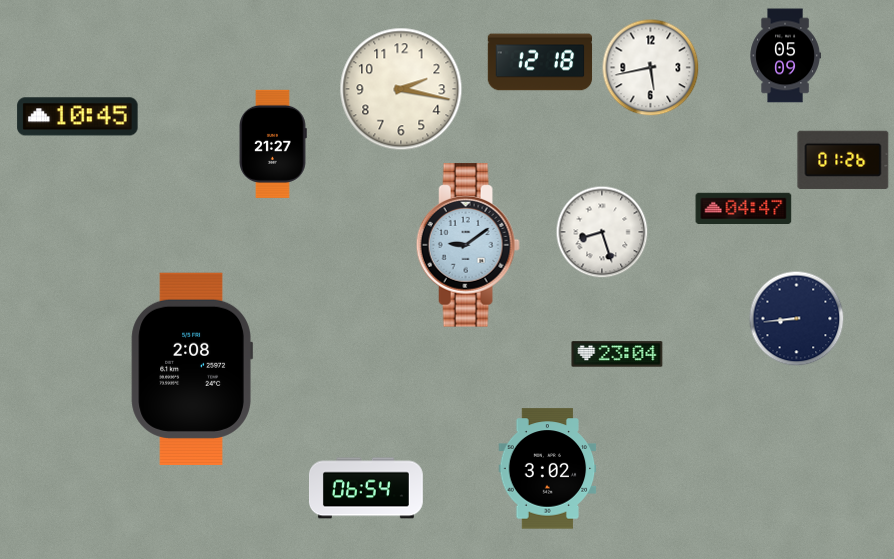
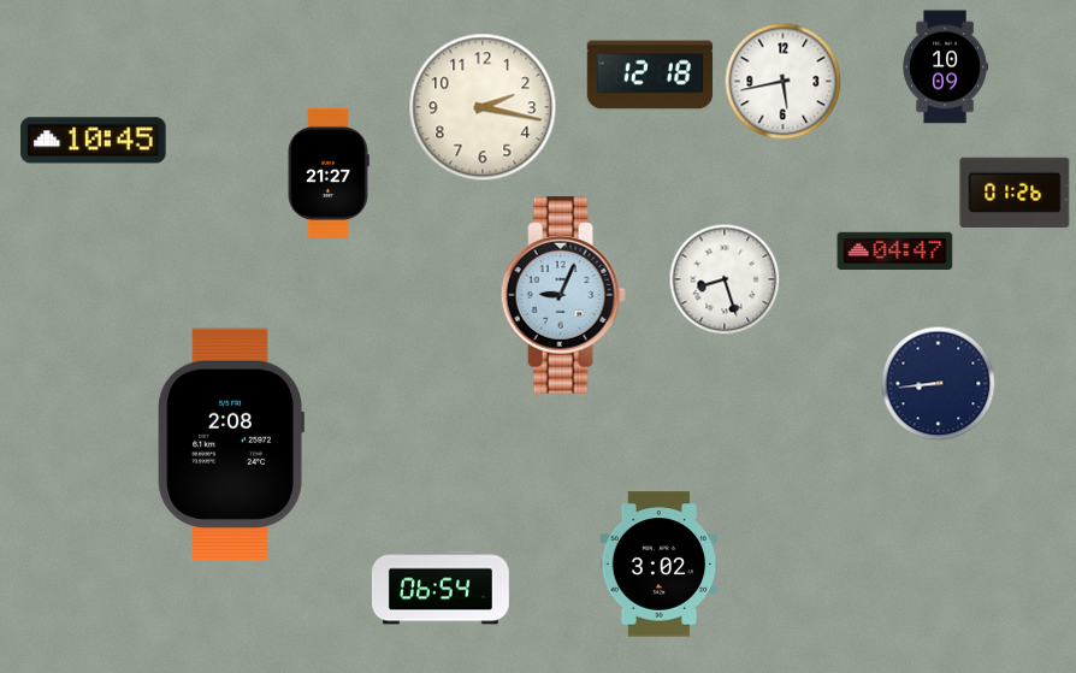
clock at (785, 56): 05:09 -> 10:09
clock at (468, 245): 9:09 -> 9:04
clock at (796, 318) position: (796, 318) -> (938, 383)
clock at (617, 354): 23:04 -> none
